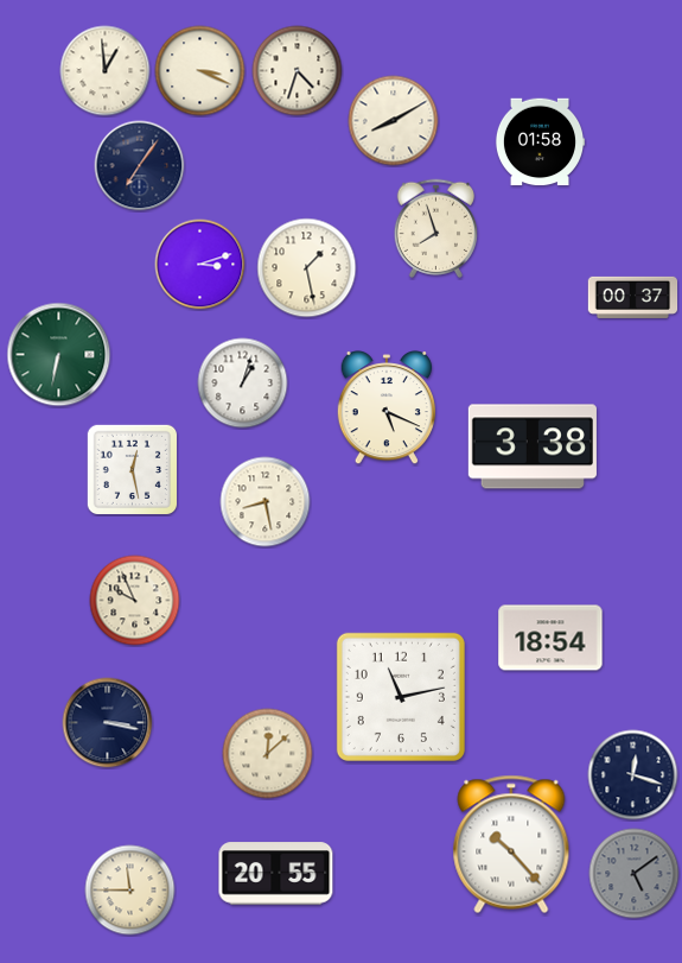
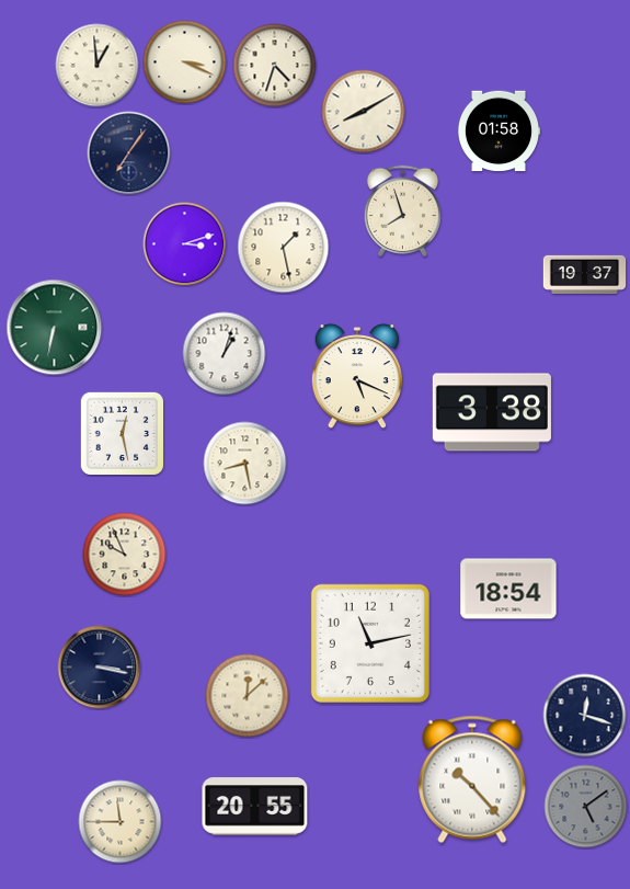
clock at (200, 71) position: (200, 71) -> (185, 62)
clock at (633, 297): 00:37 -> 19:37
